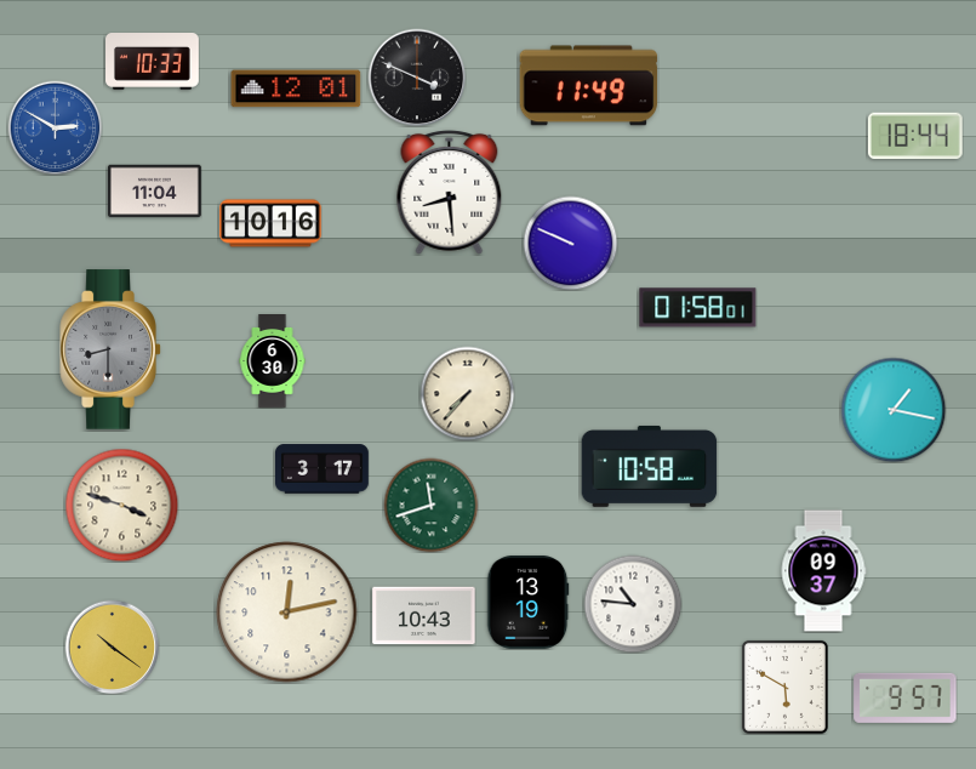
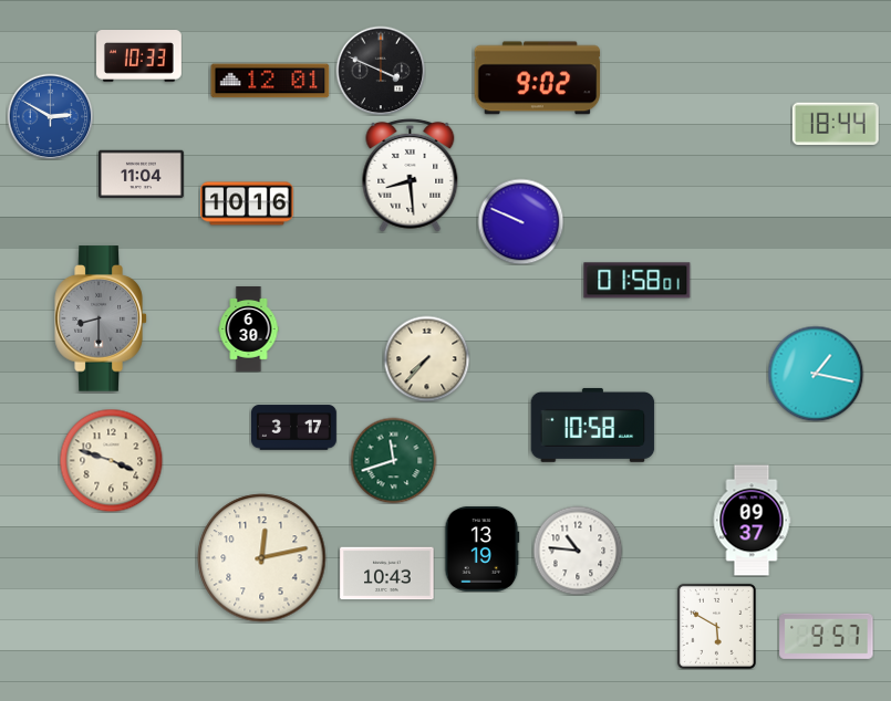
clock at (589, 86): 11:49 -> 9:02
clock at (424, 616) position: (424, 616) -> (387, 574)
clock at (112, 646): 10:21 -> none
